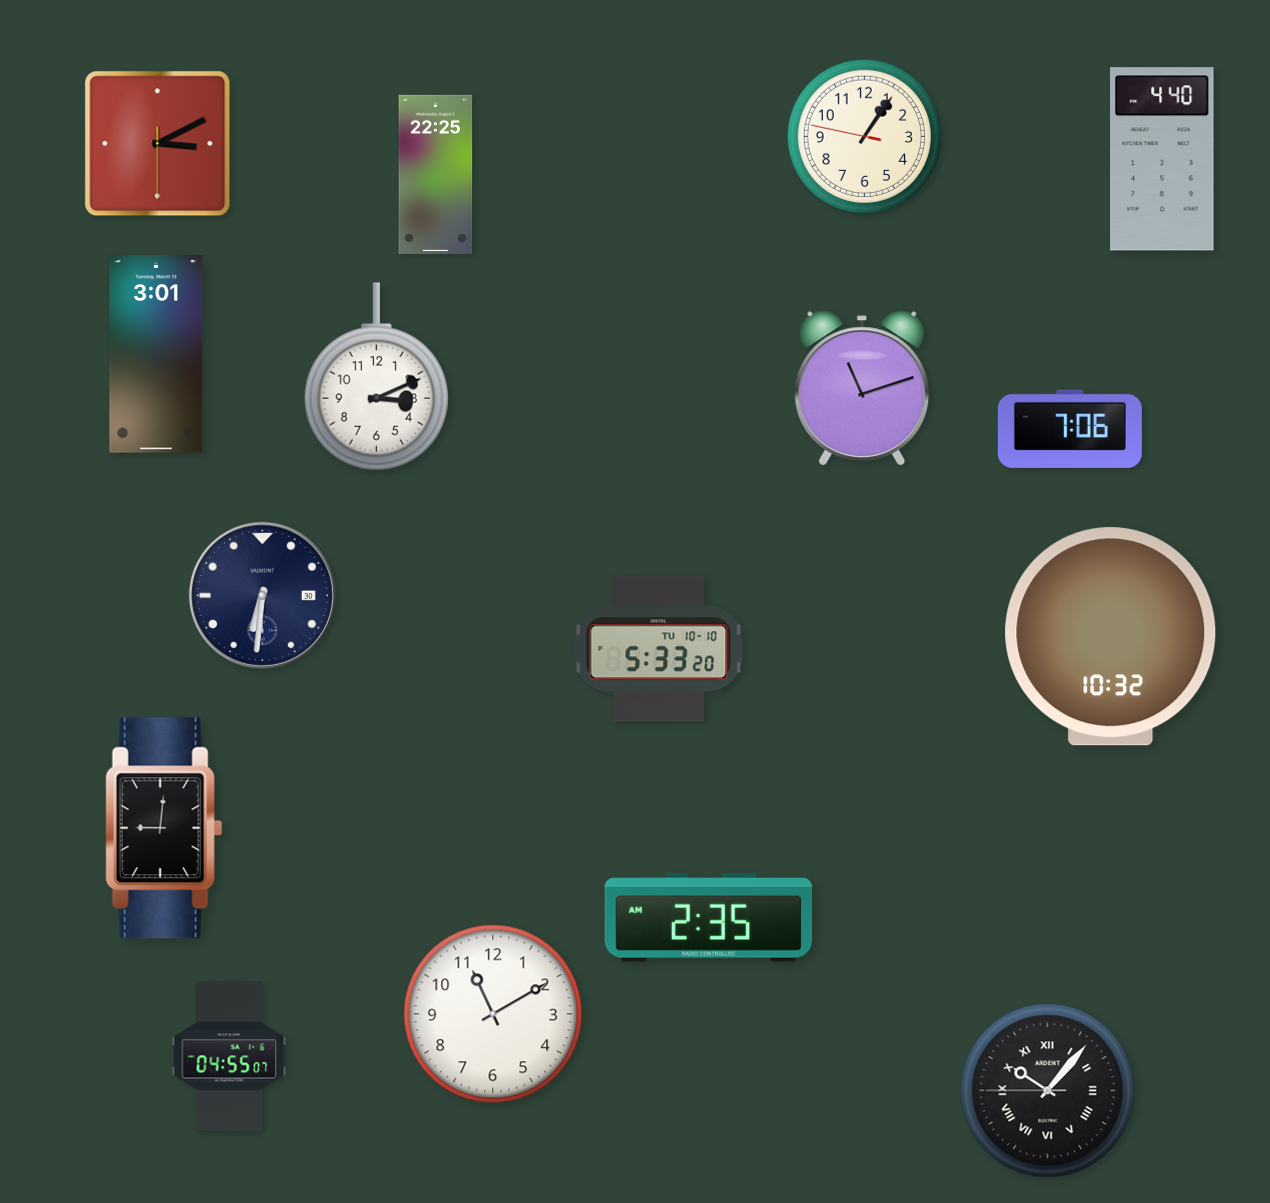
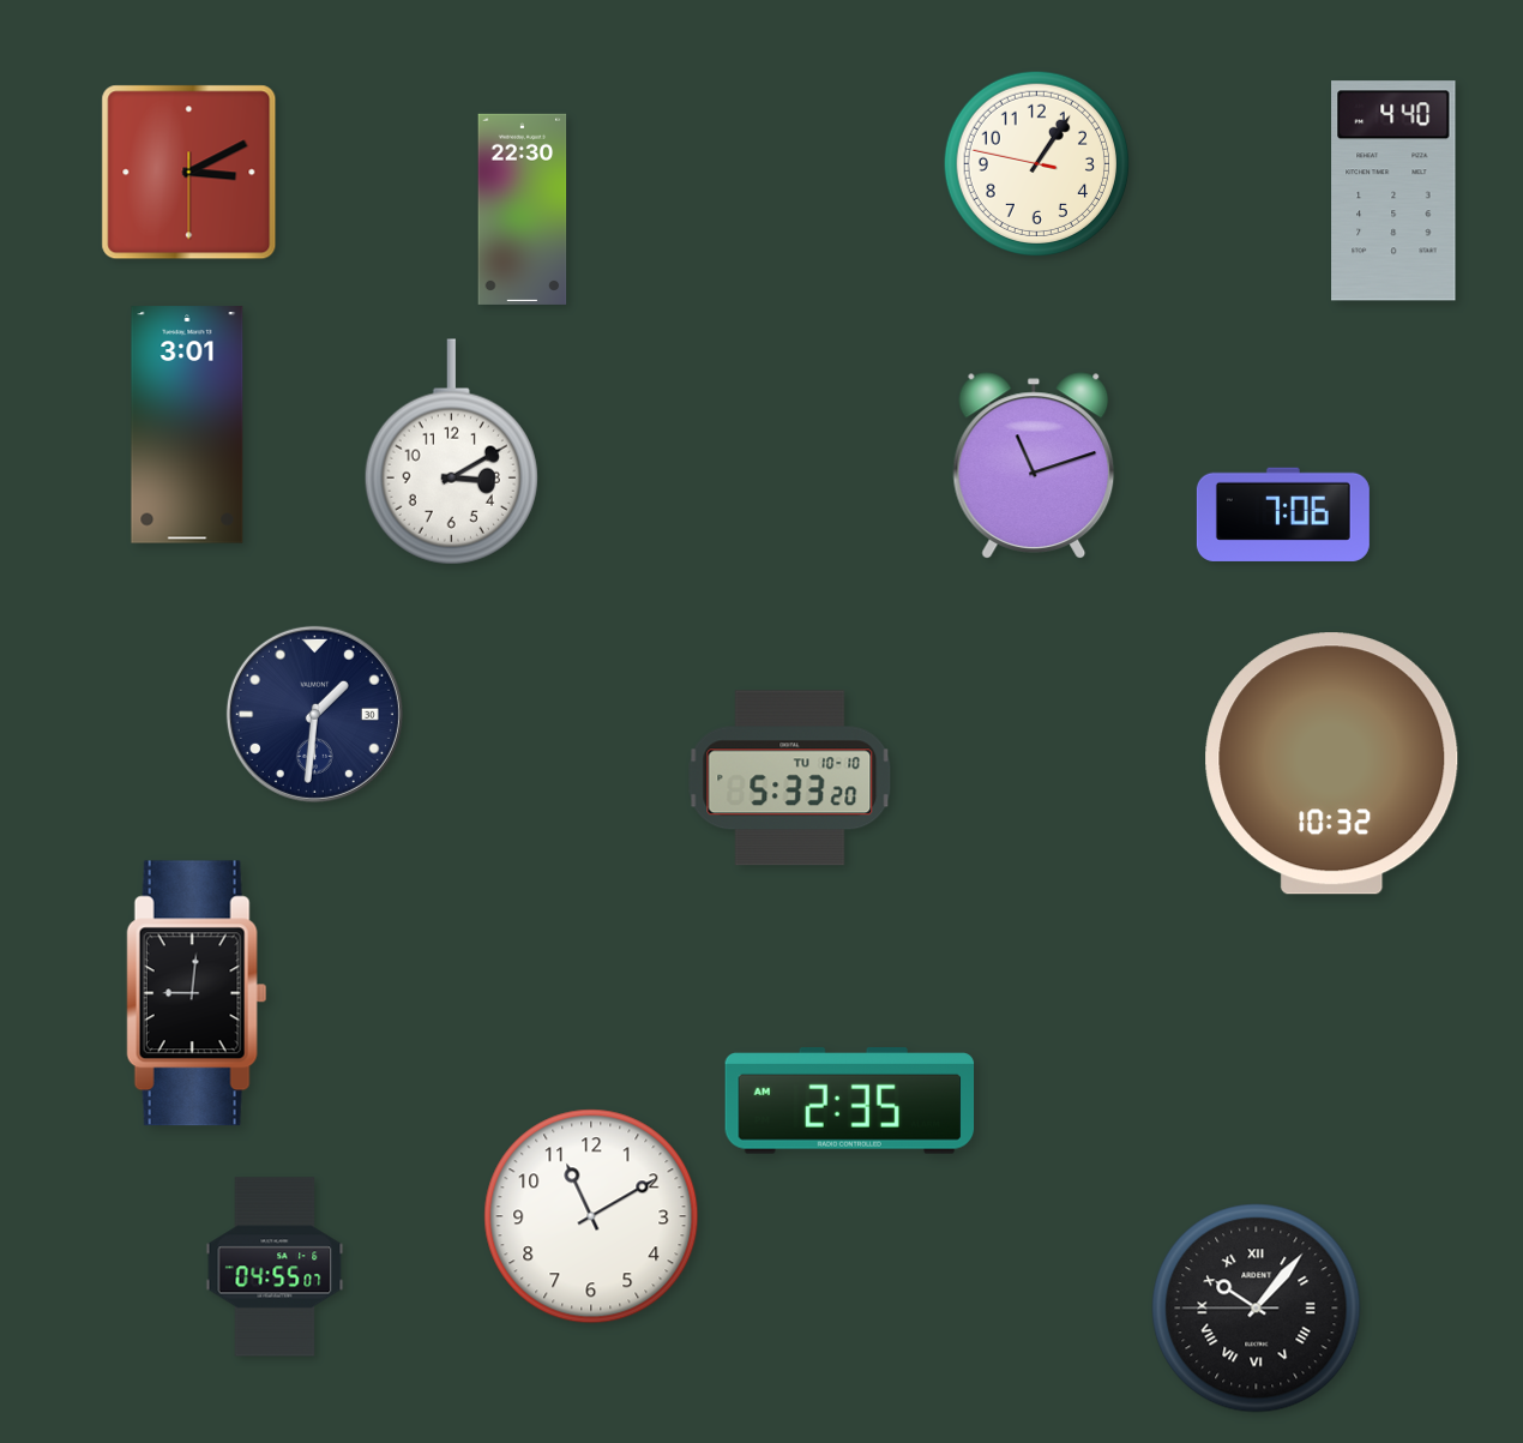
clock at (436, 174): 22:25 -> 22:30
clock at (376, 377): 3:11 -> 3:10
clock at (262, 595): 6:31 -> 1:31
